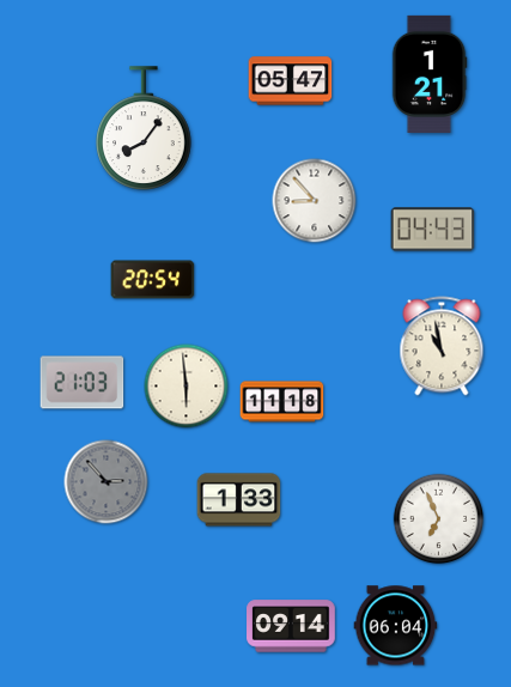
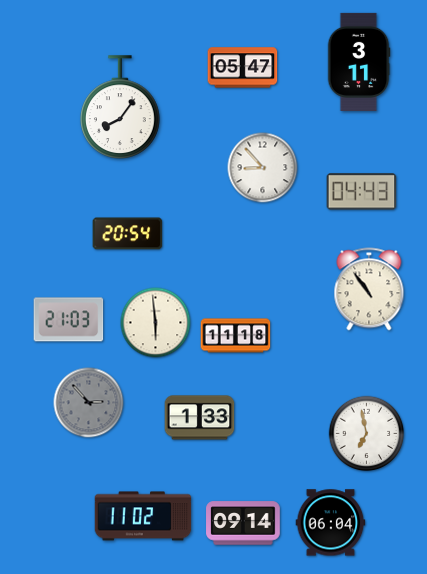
clock at (430, 74): 1:21 -> 3:11
clock at (442, 346): 10:58 -> 10:54
clock at (439, 519): 6:56 -> 6:58
clock at (143, 516): none -> 11:02
